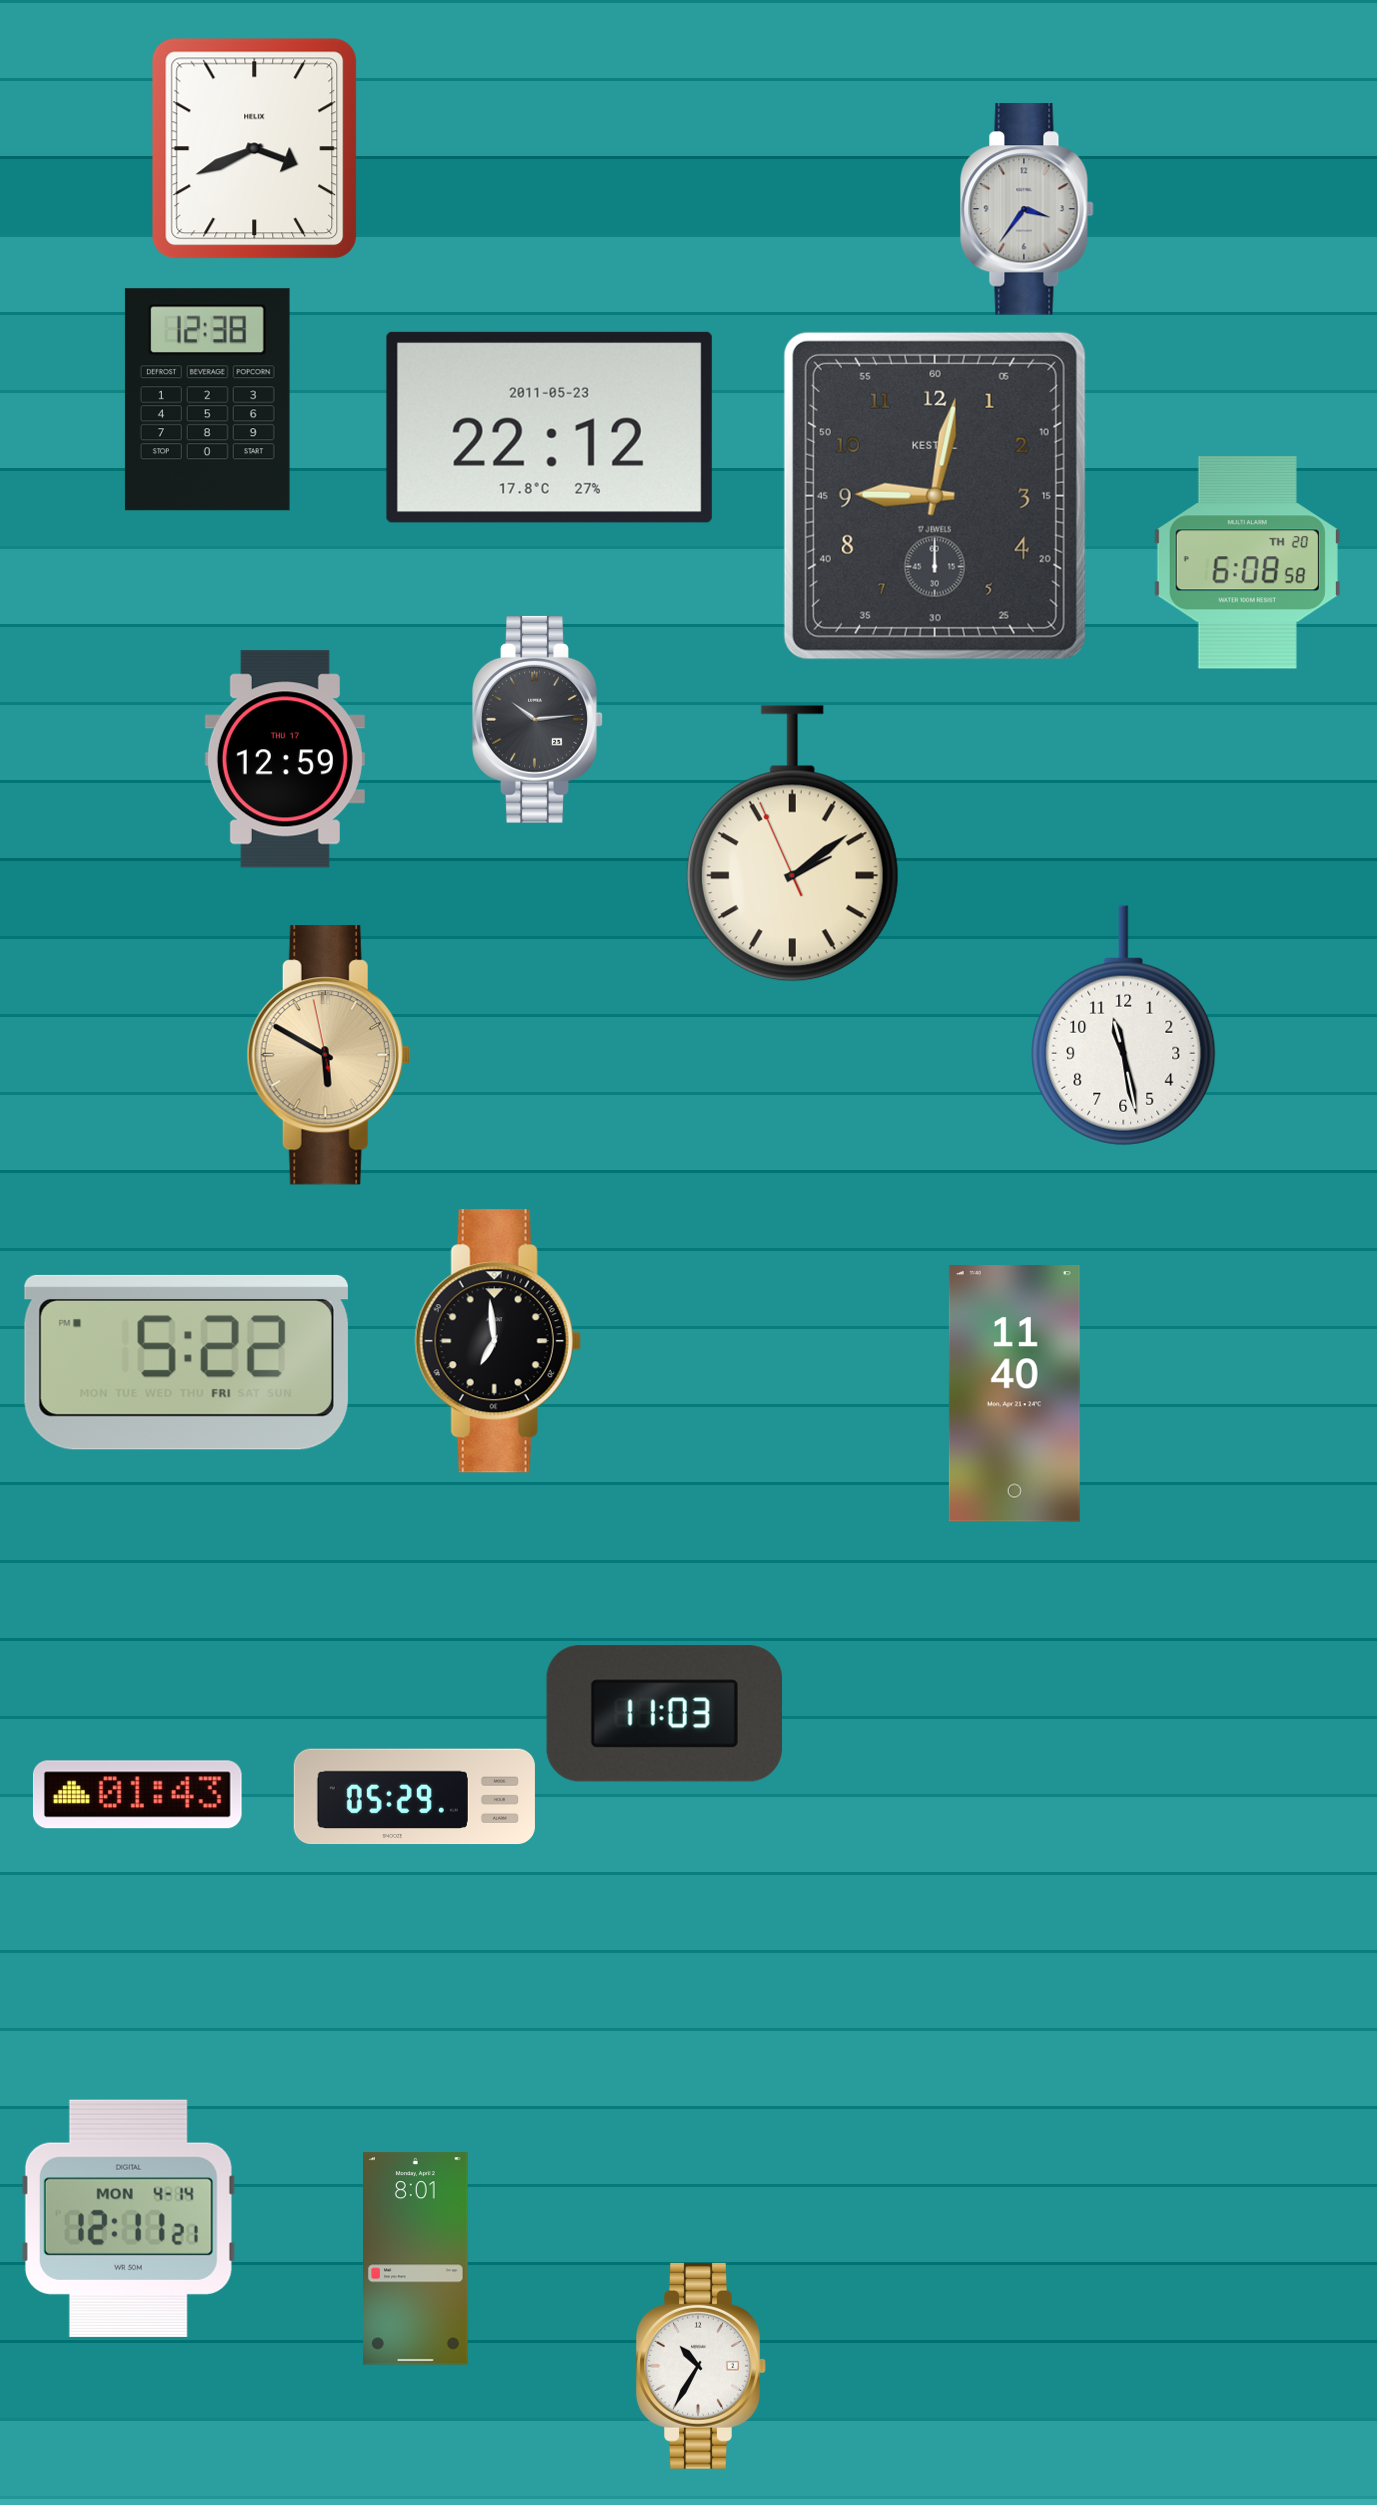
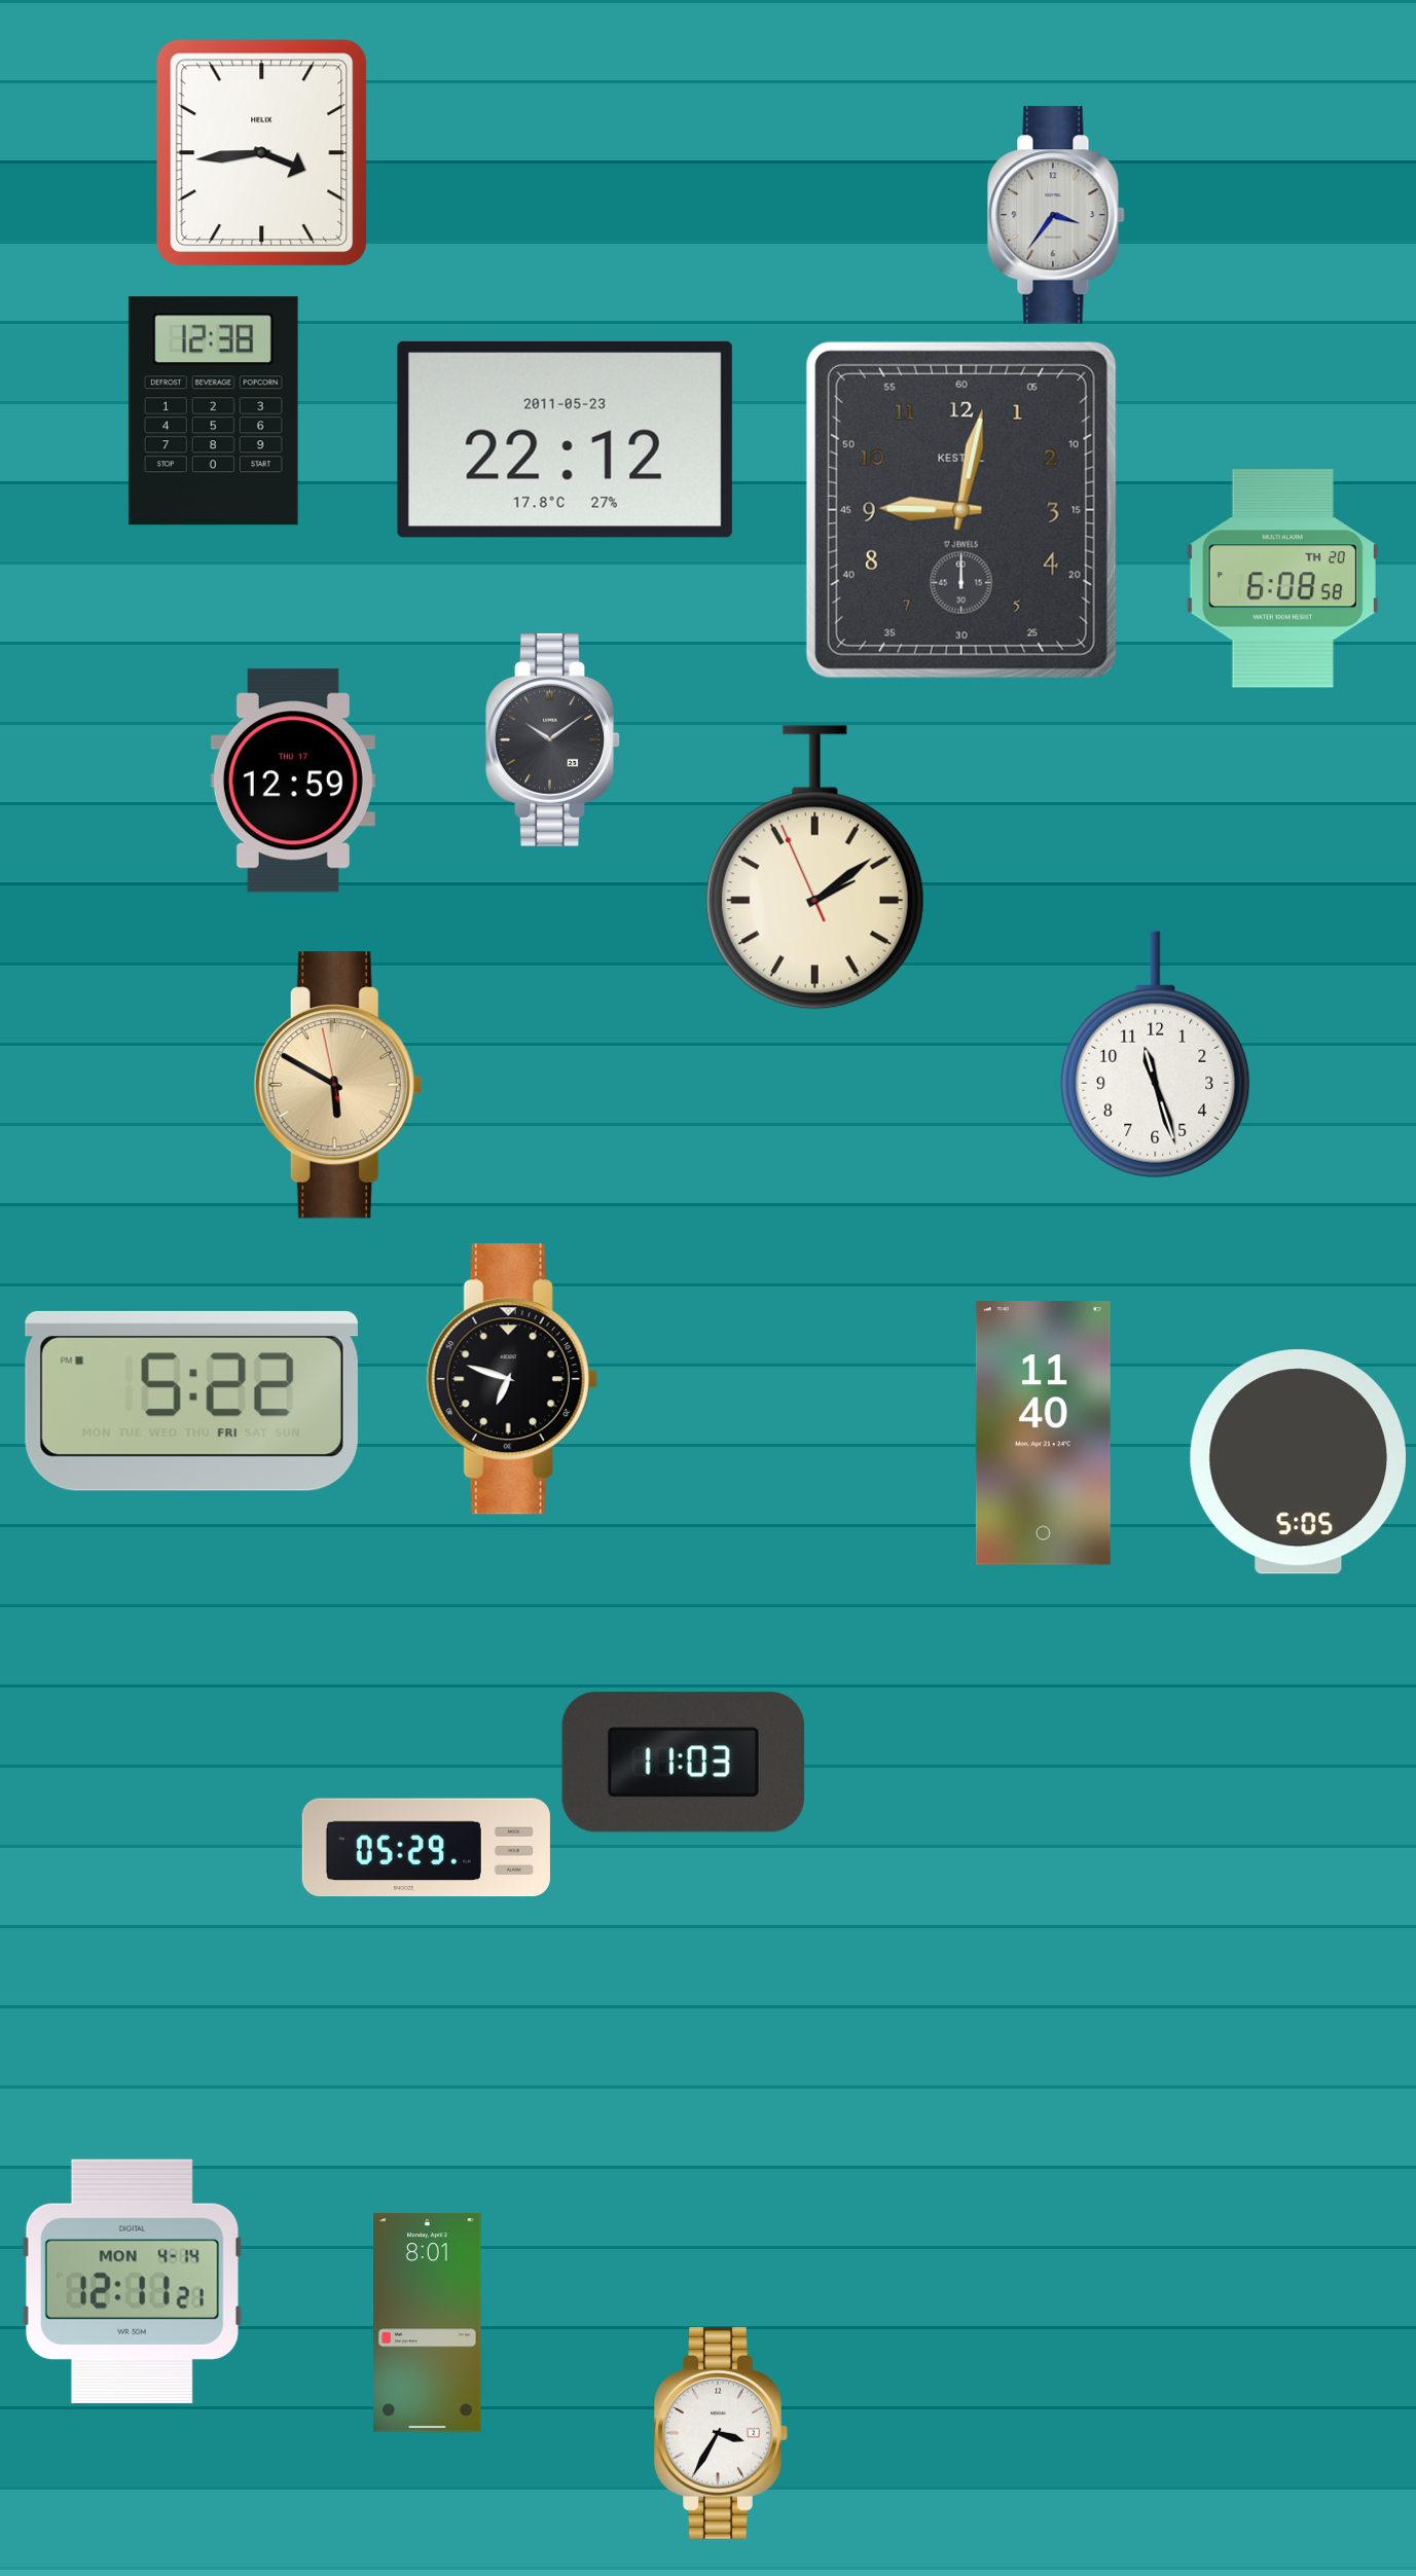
clock at (255, 149): 3:41 -> 3:44
clock at (538, 719): 10:14 -> 10:09
clock at (1124, 1026): 11:28 -> 11:27
clock at (498, 1341): 6:59 -> 6:48
clock at (1298, 1462): none -> 5:05
clock at (137, 1795): 01:43 -> none
clock at (701, 2366): 10:35 -> 3:35
